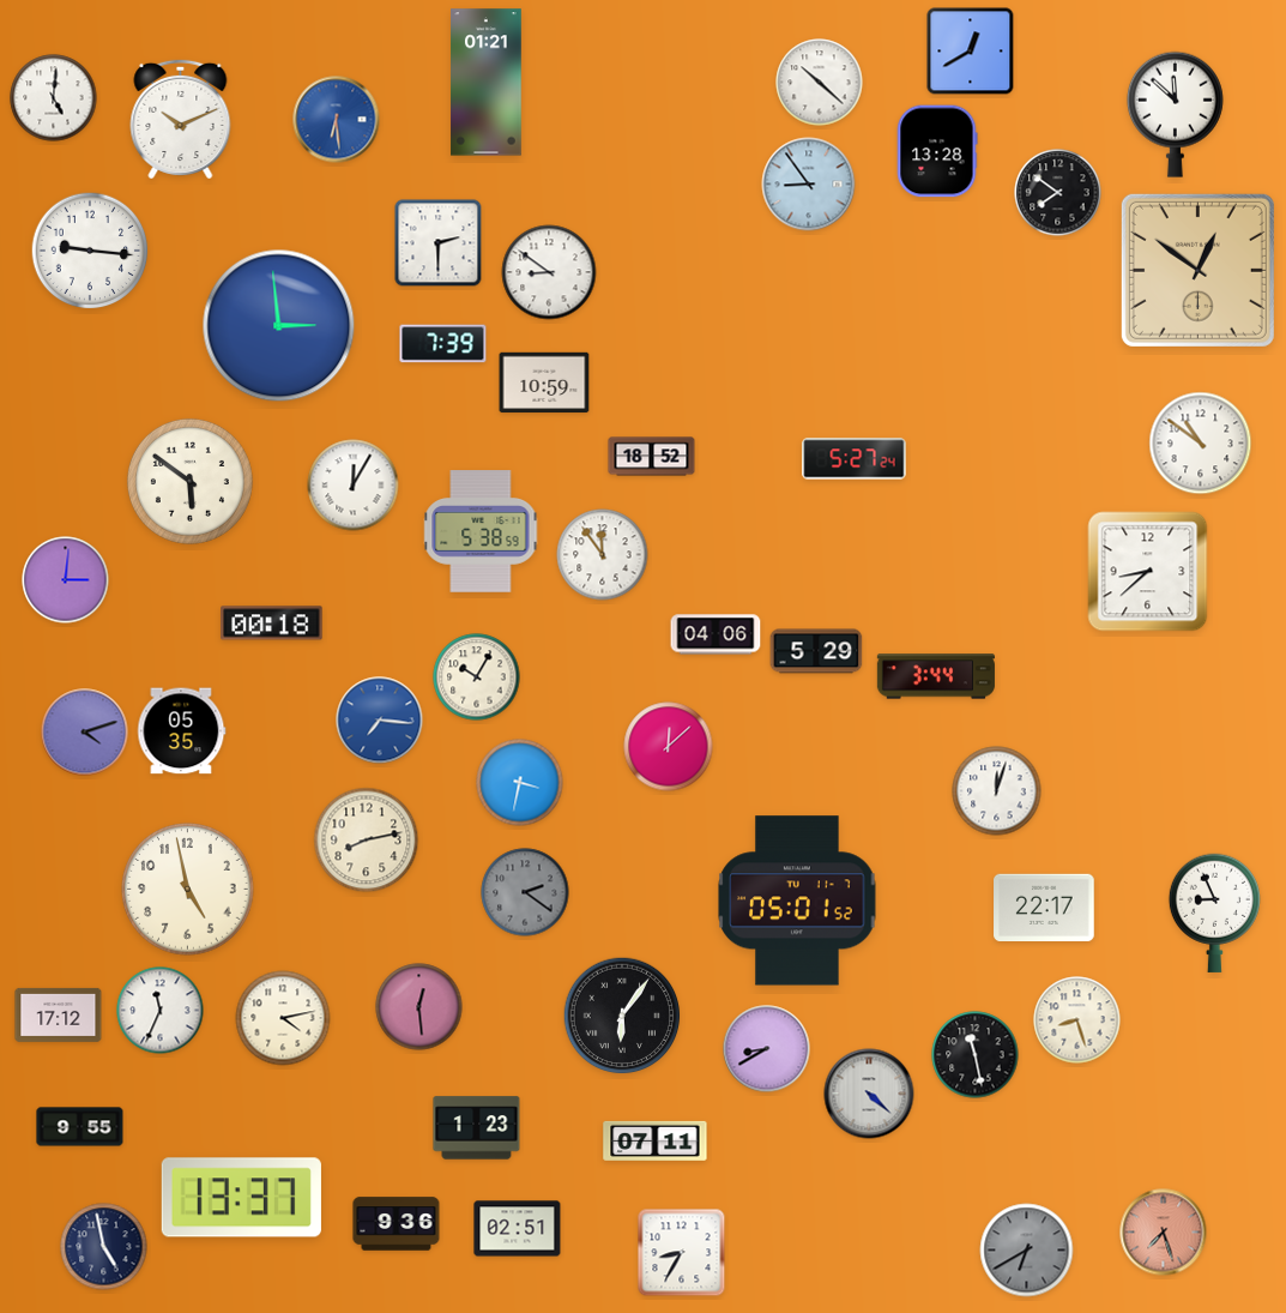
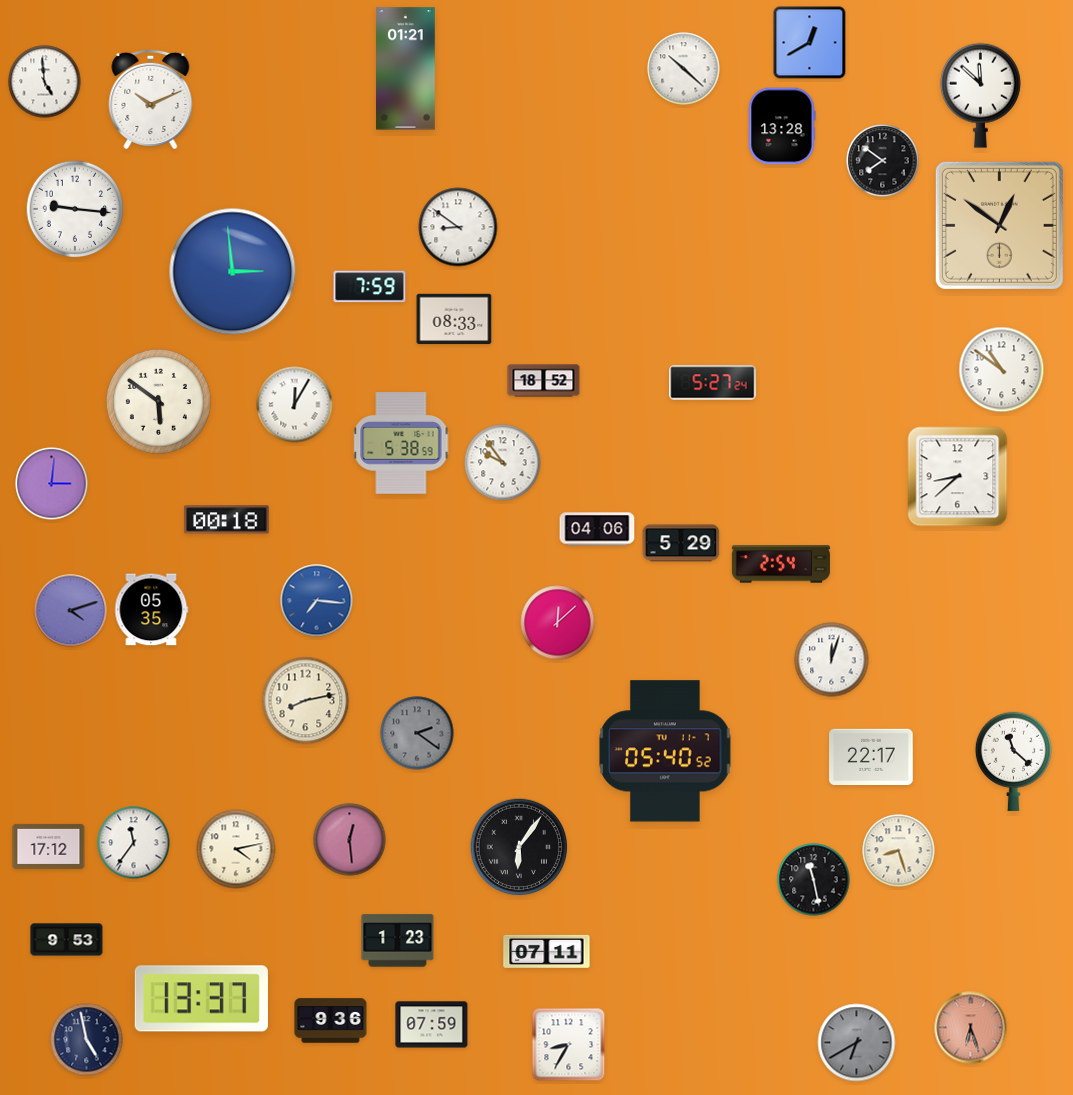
clock at (54, 98): 5:01 -> 4:59
clock at (337, 120): 6:29 -> none
clock at (809, 185): 8:54 -> none
clock at (439, 243): 2:30 -> none
clock at (443, 344): 7:39 -> 7:59
clock at (544, 383): 10:59 -> 08:33
clock at (603, 555): 11:54 -> 9:54
clock at (66, 580) position: (66, 580) -> (52, 484)
clock at (936, 676): 3:44 -> 2:54
clock at (477, 677): 10:05 -> none
clock at (520, 783): 3:32 -> none
clock at (188, 890): 4:58 -> none
clock at (525, 892) position: (525, 892) -> (417, 733)
clock at (797, 901): 05:01 -> 05:40
clock at (1214, 913): 8:56 -> 11:22
clock at (161, 1011): 11:34 -> 11:36
clock at (767, 1049): 8:40 -> none
clock at (869, 1094): 4:22 -> none
clock at (80, 1127): 9:55 -> 9:53
clock at (518, 1229): 02:51 -> 07:59
clock at (1164, 1233): 7:27 -> 6:27
